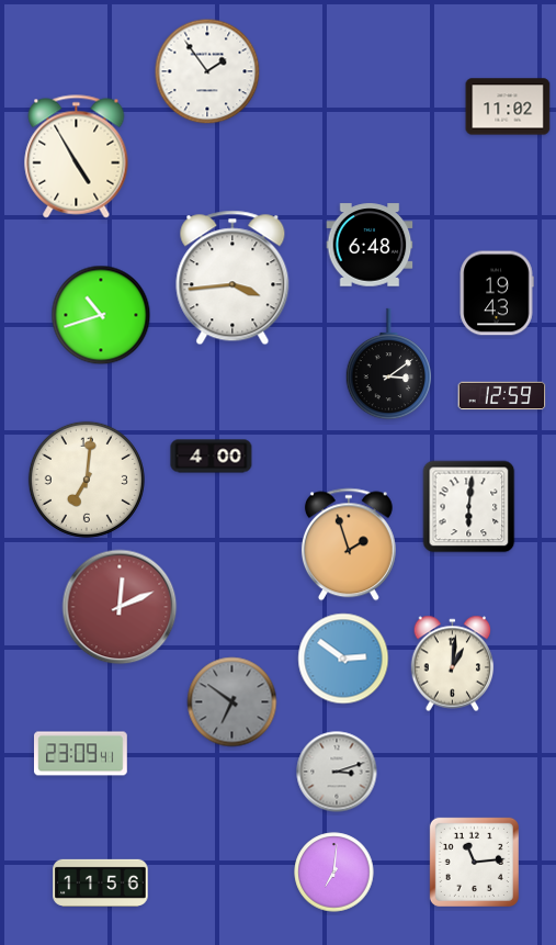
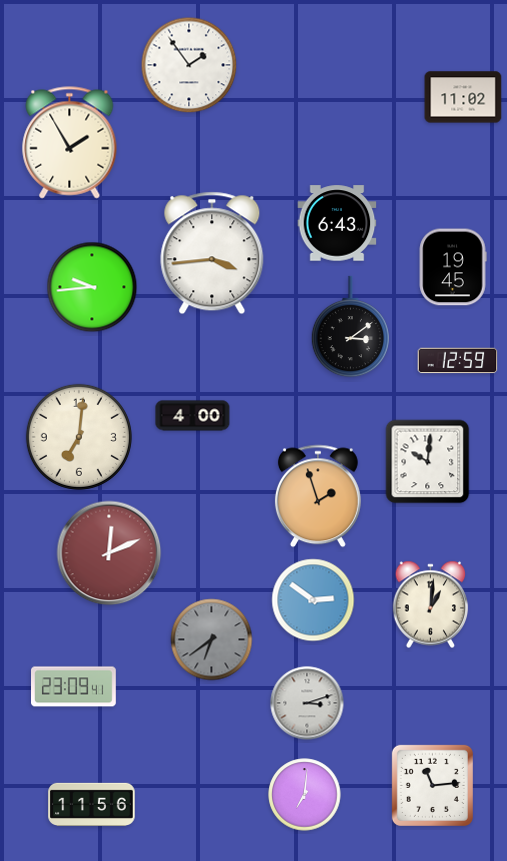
clock at (77, 157): 4:55 -> 1:55
clock at (370, 245): 6:48 -> 6:43
clock at (497, 293): 19:43 -> 19:45
clock at (101, 315): 10:42 -> 9:44
clock at (389, 364) position: (389, 364) -> (351, 327)
clock at (469, 507): 6:01 -> 10:01
clock at (453, 664) position: (453, 664) -> (431, 605)
clock at (232, 702): 6:51 -> 6:39
